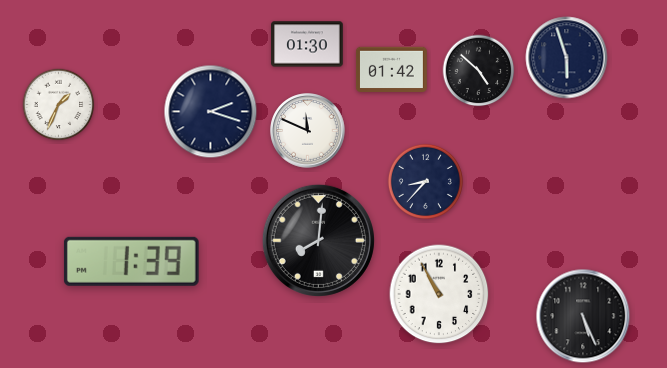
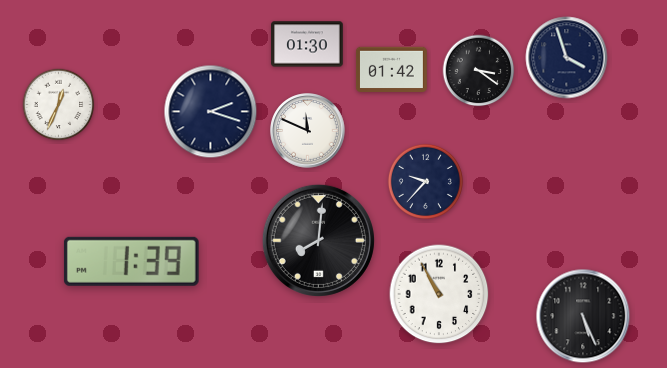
clock at (567, 58): 5:57 -> 3:57
clock at (479, 71): 4:52 -> 3:21
clock at (59, 105): 1:34 -> 12:34
clock at (425, 181): 8:37 -> 9:37
